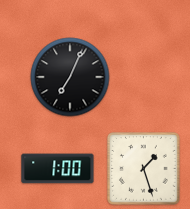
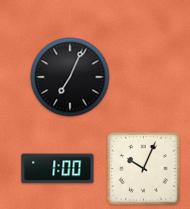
clock at (144, 169): 1:27 -> 10:04
